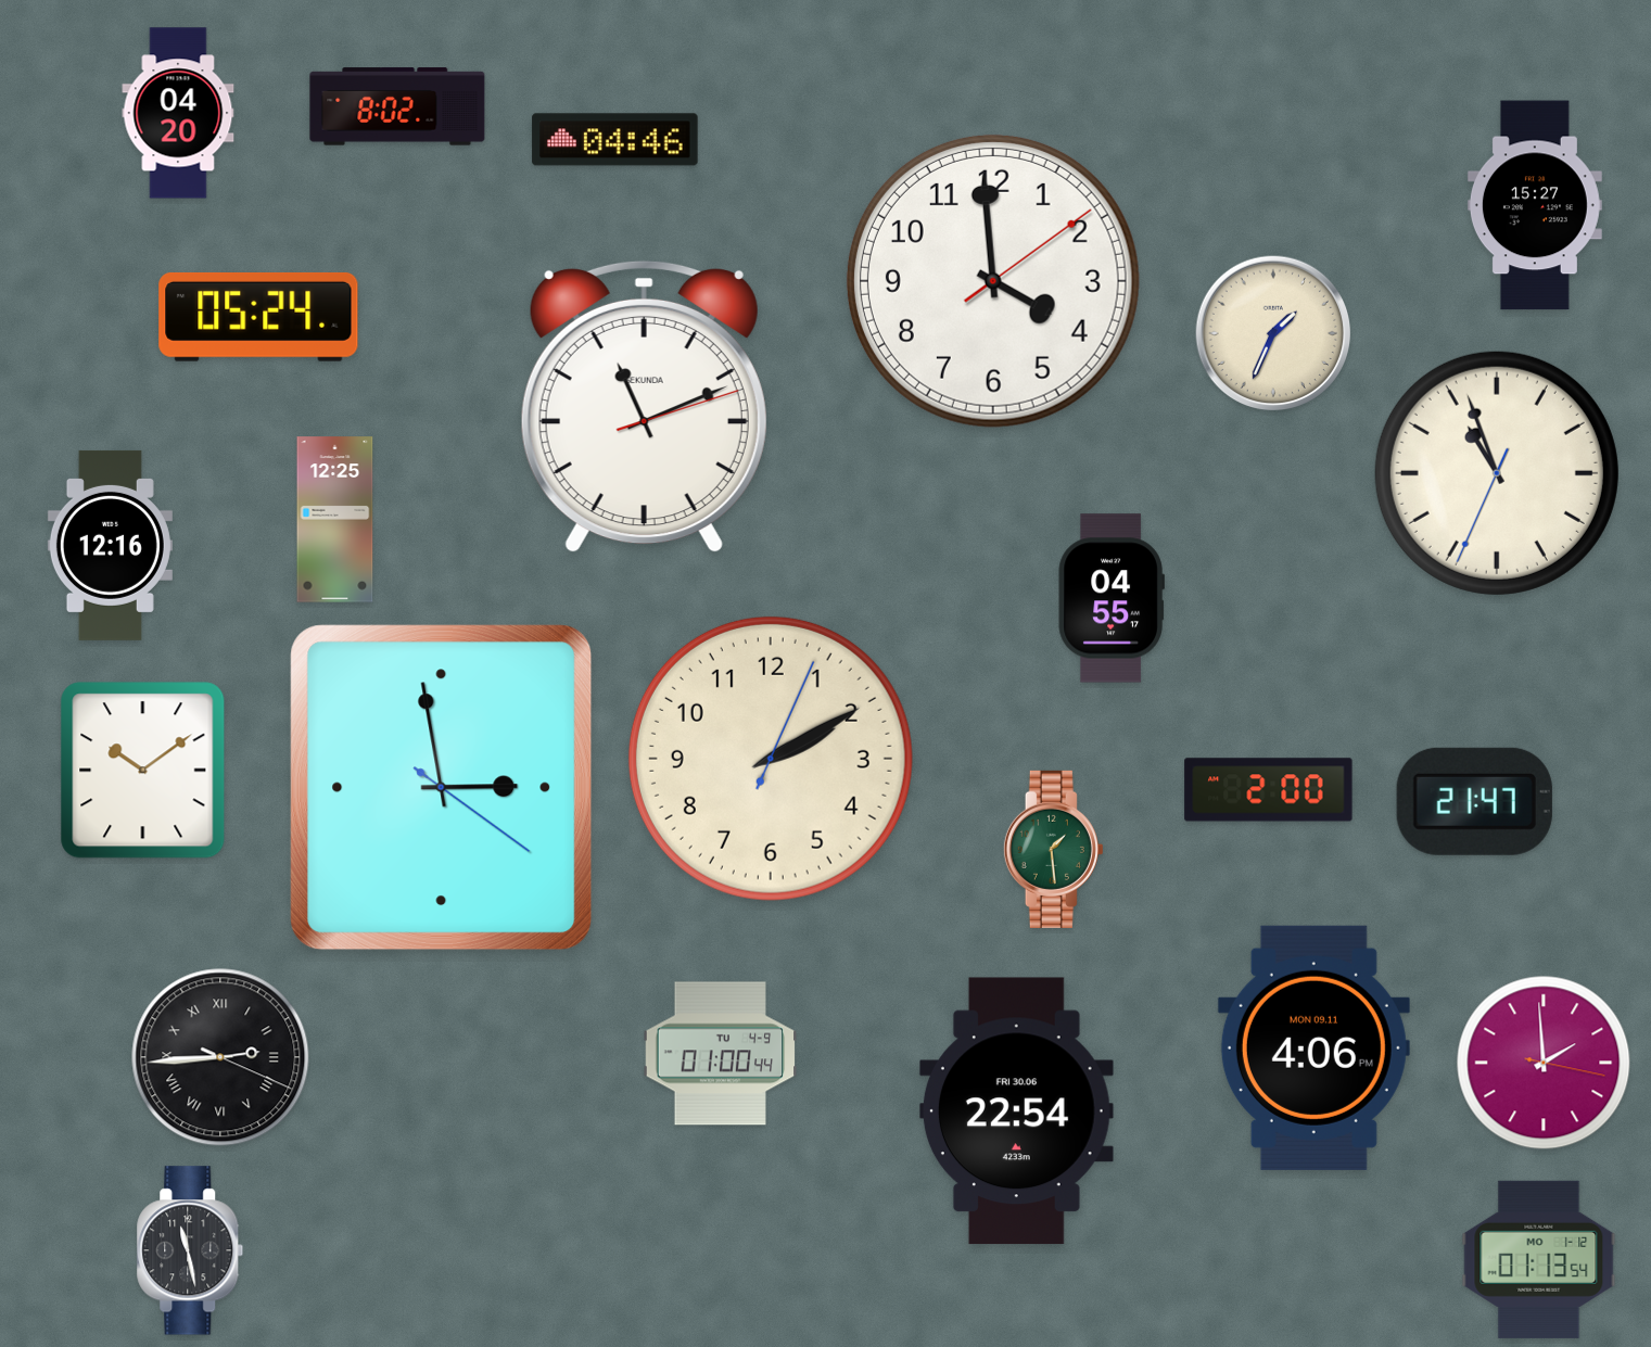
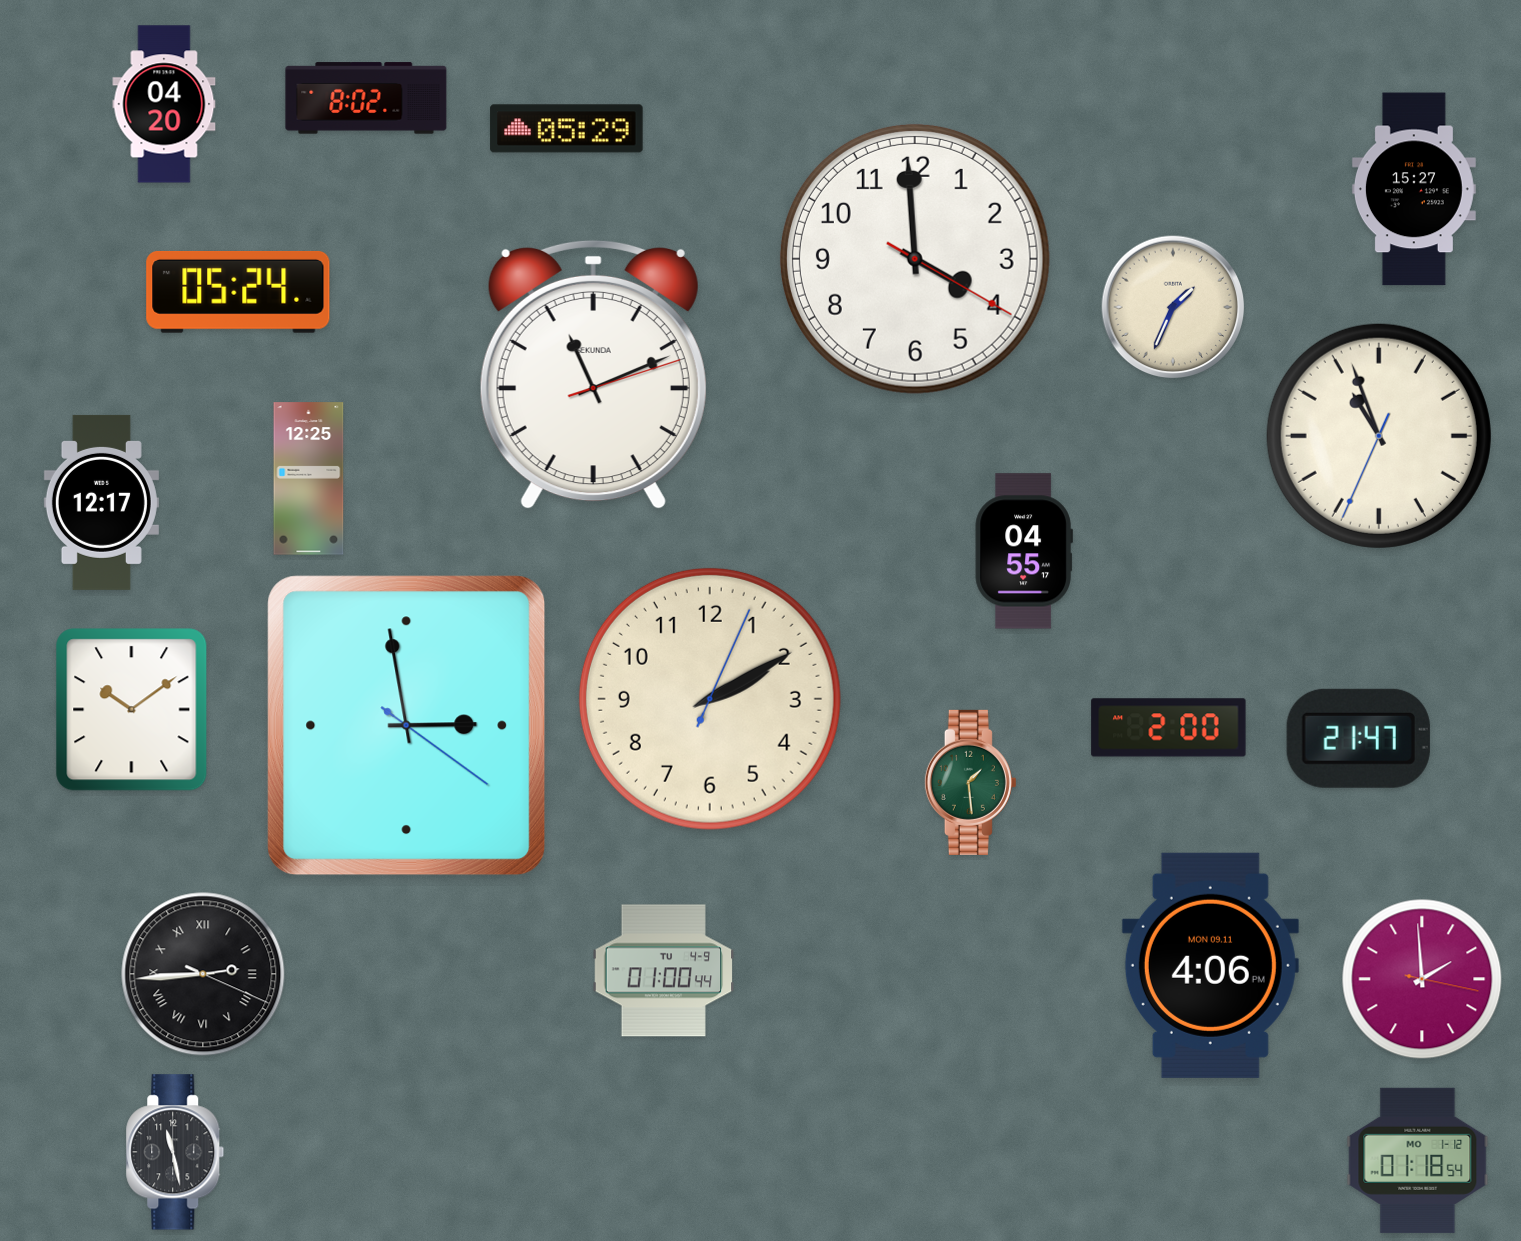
clock at (615, 140): 04:46 -> 05:29
clock at (993, 281): 3:59:09 -> 3:59:20
clock at (110, 545): 12:16 -> 12:17
clock at (1016, 1111): 22:54 -> none
clock at (1539, 1259): 01:13 -> 01:18
